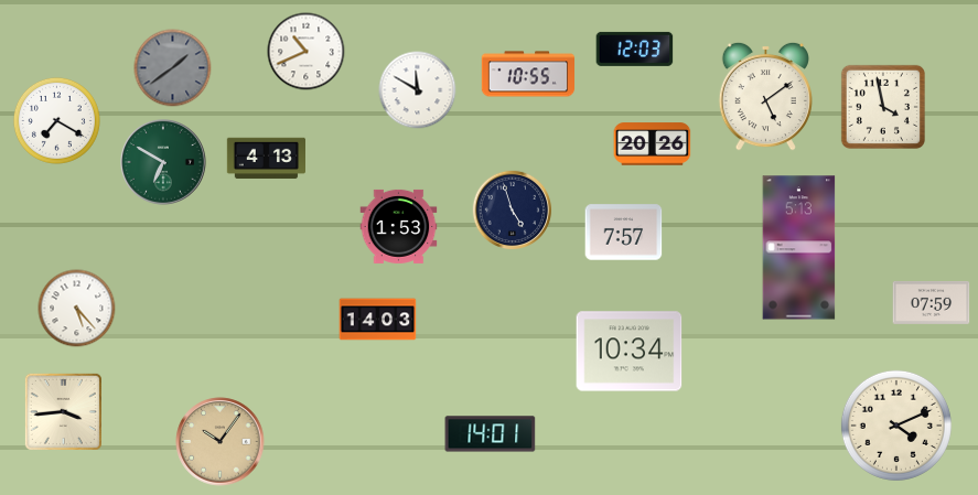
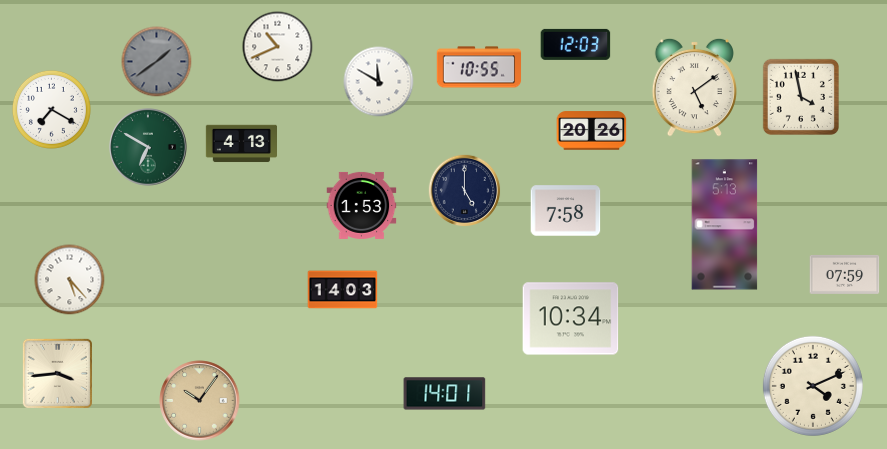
clock at (513, 211): 4:57 -> 5:00
clock at (624, 233): 7:57 -> 7:58
